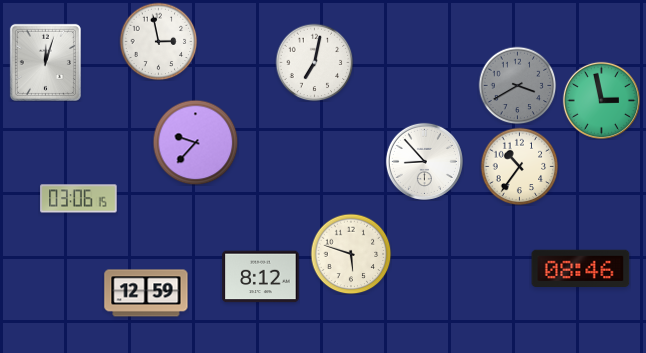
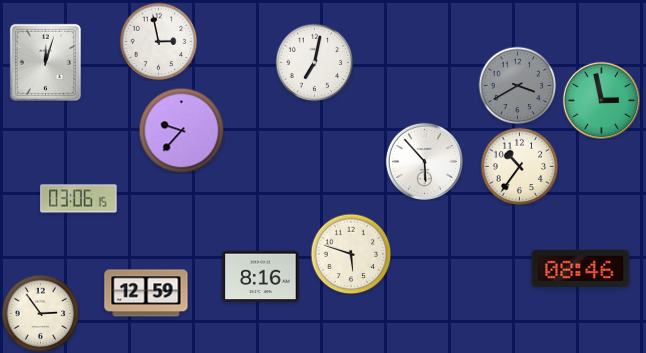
clock at (195, 142) position: (195, 142) -> (181, 130)
clock at (424, 161): 8:53 -> 5:53
clock at (261, 277): 8:12 -> 8:16
clock at (40, 313): none -> 2:54
